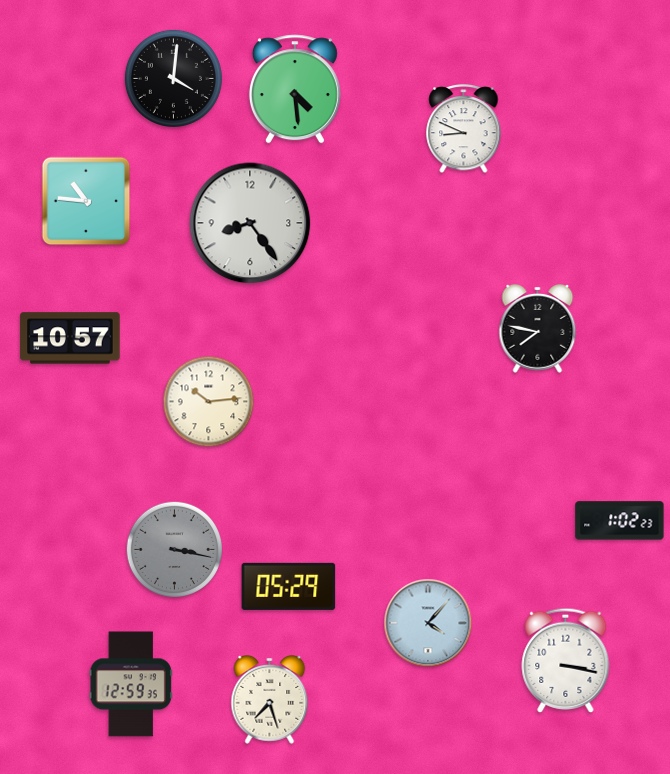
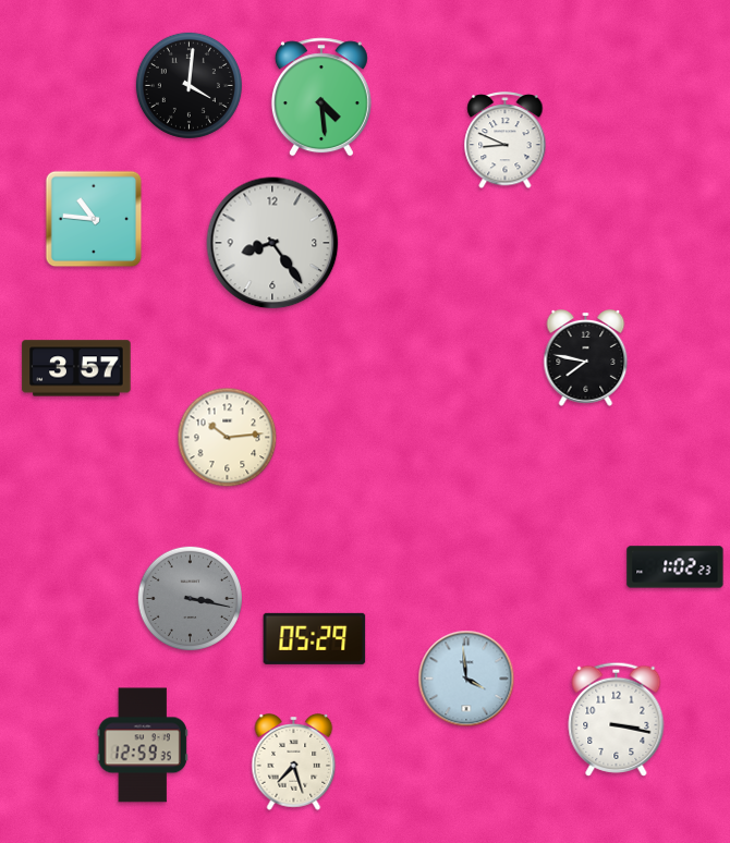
clock at (70, 338): 10:57 -> 3:57
clock at (428, 623): 4:07 -> 3:59
